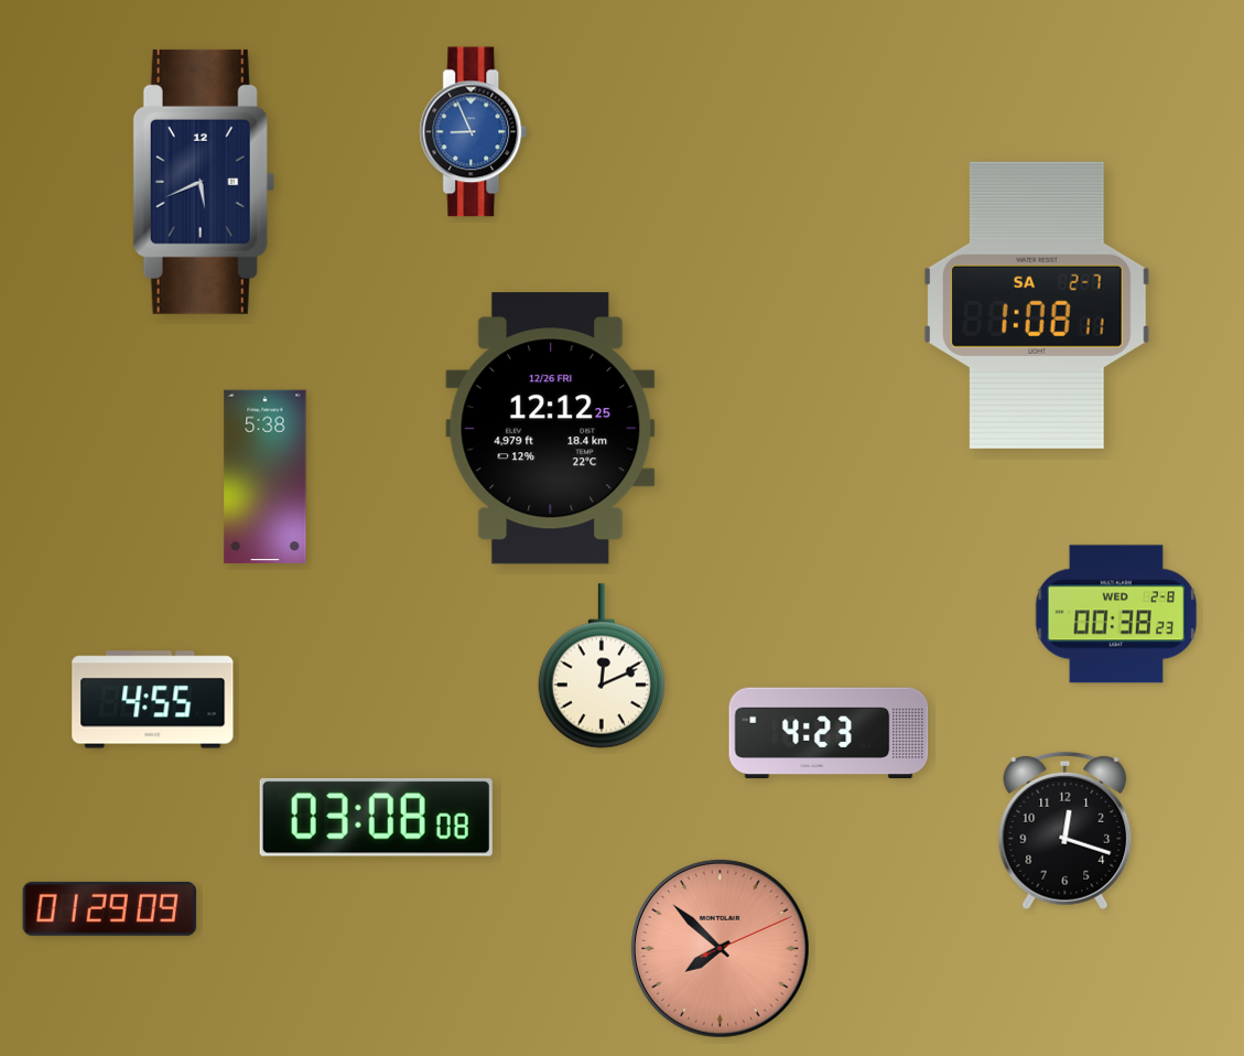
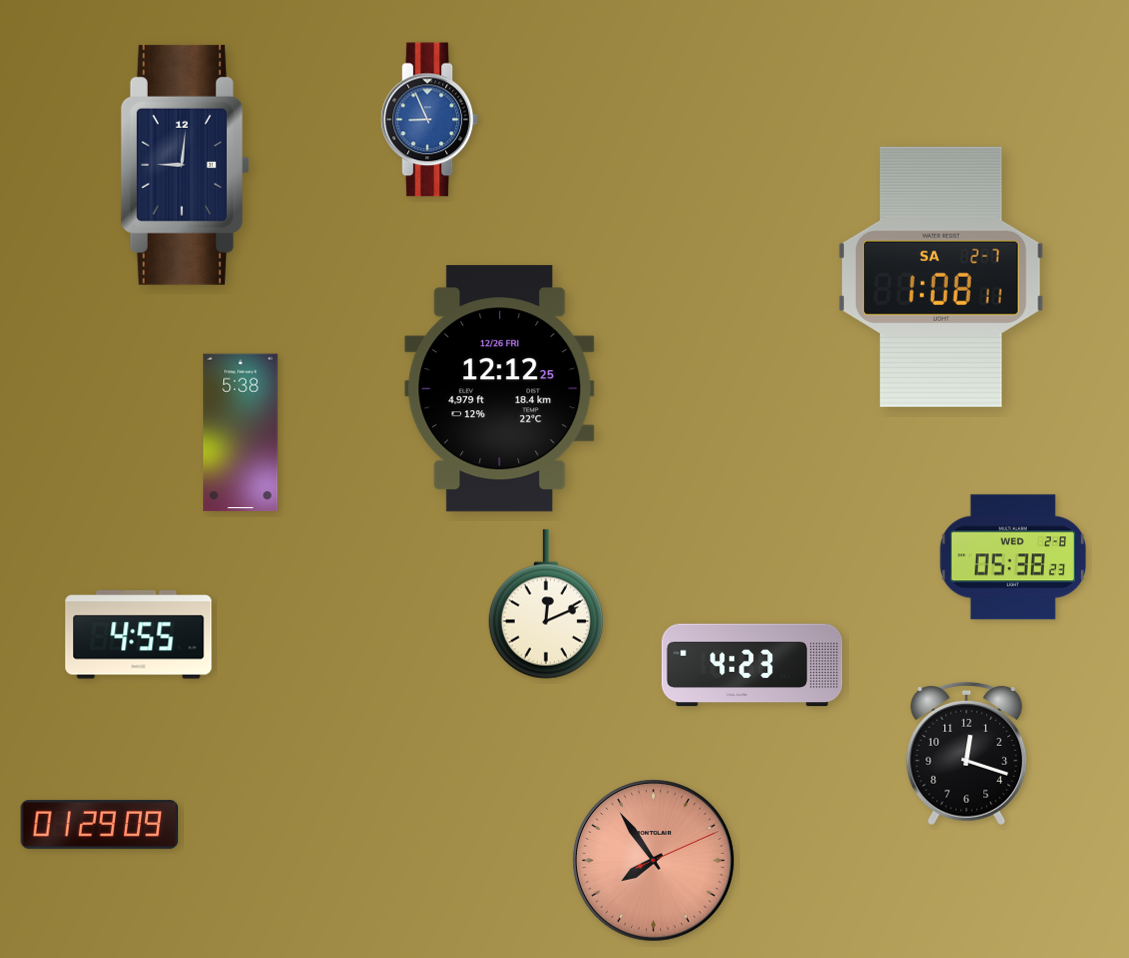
clock at (204, 182): 5:41 -> 9:01
clock at (1116, 614): 00:38 -> 05:38
clock at (376, 817): 03:08 -> none
clock at (720, 948): 7:52 -> 7:54
